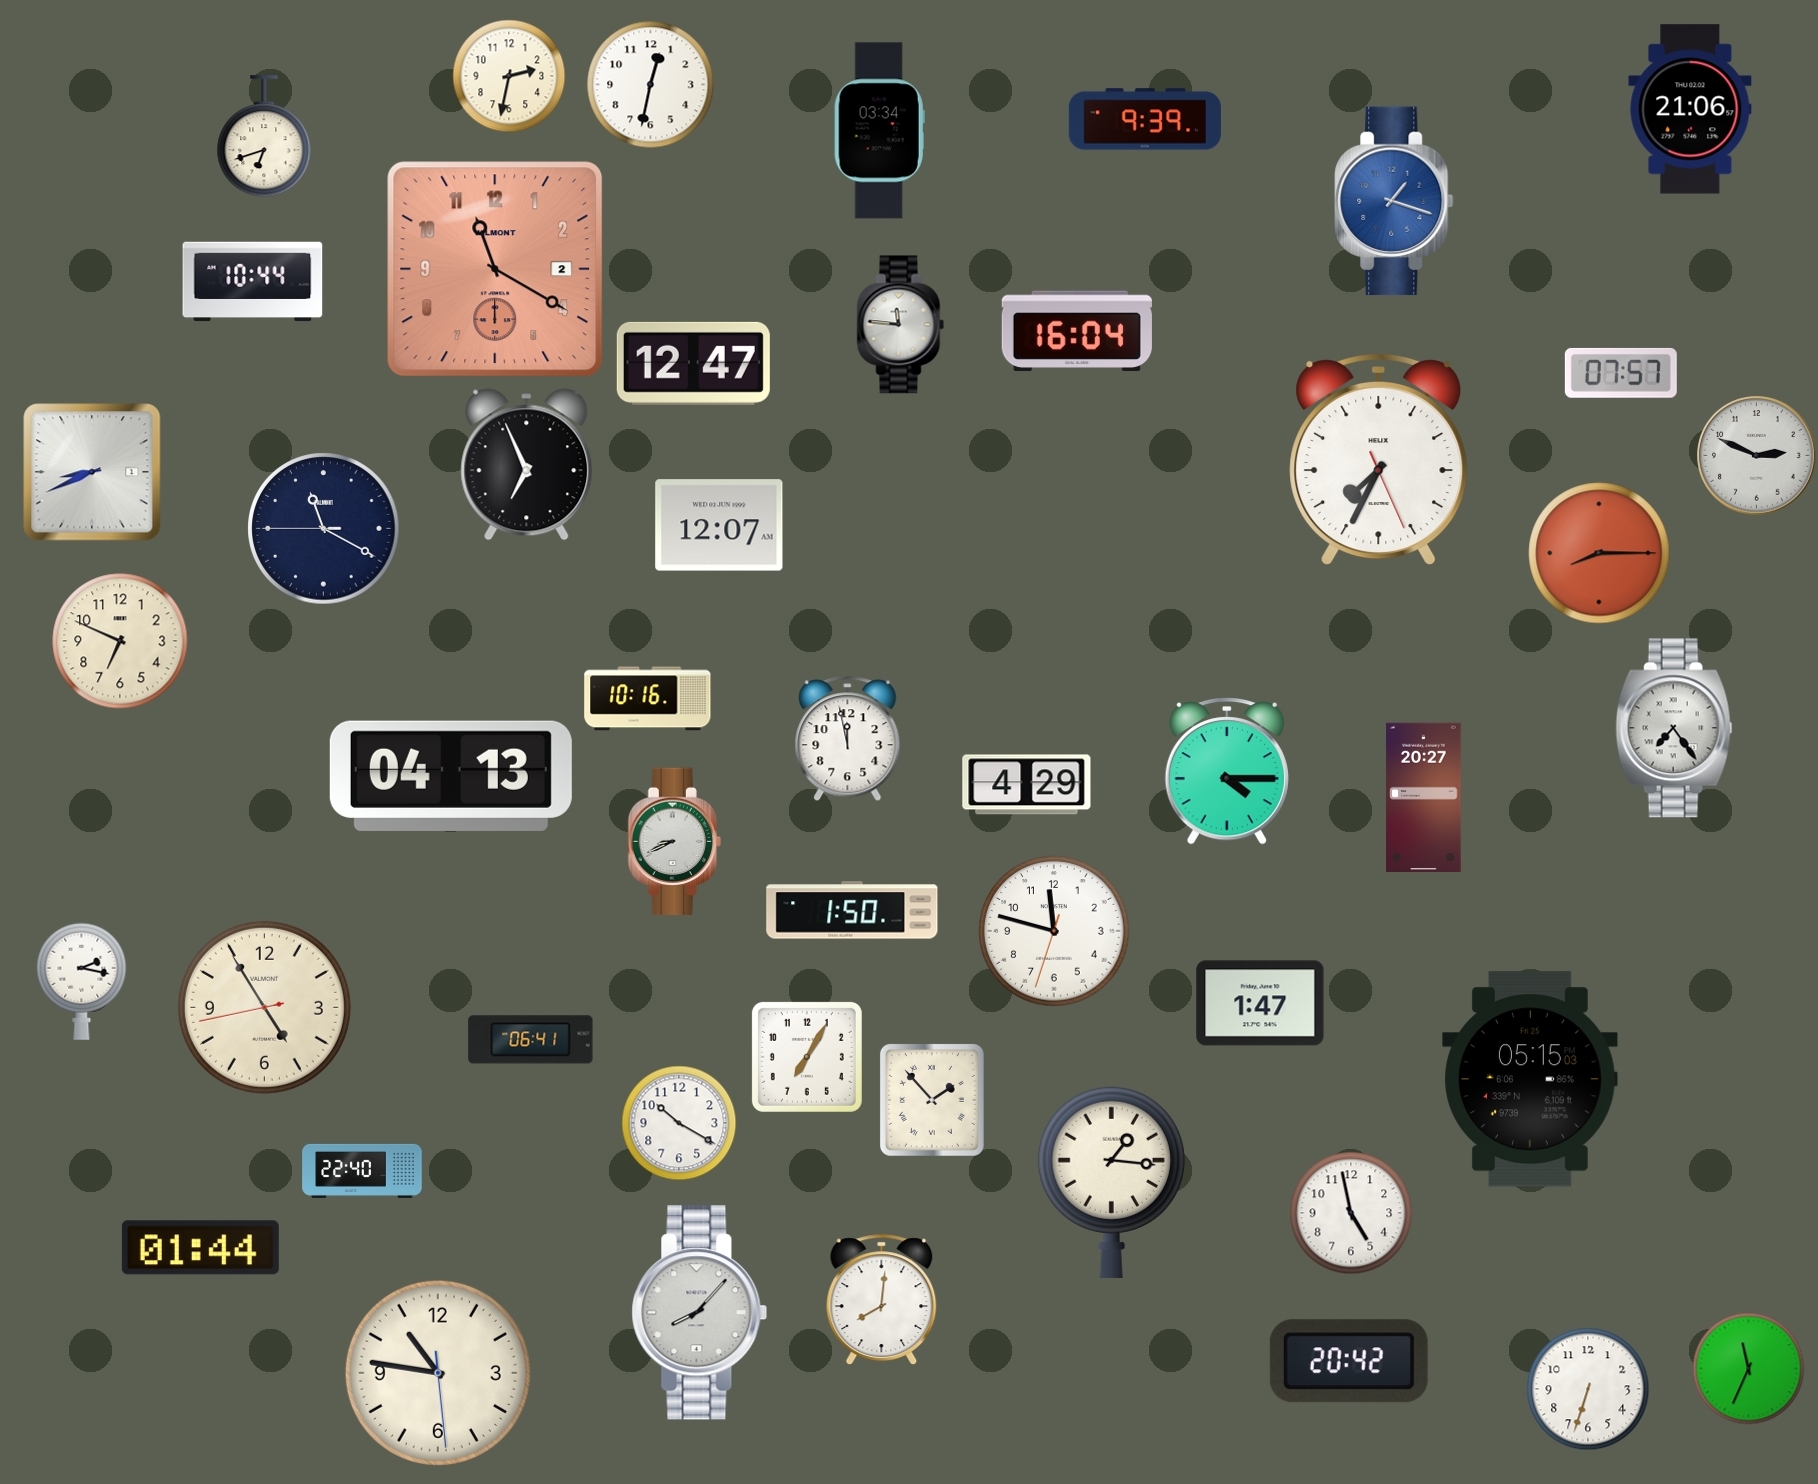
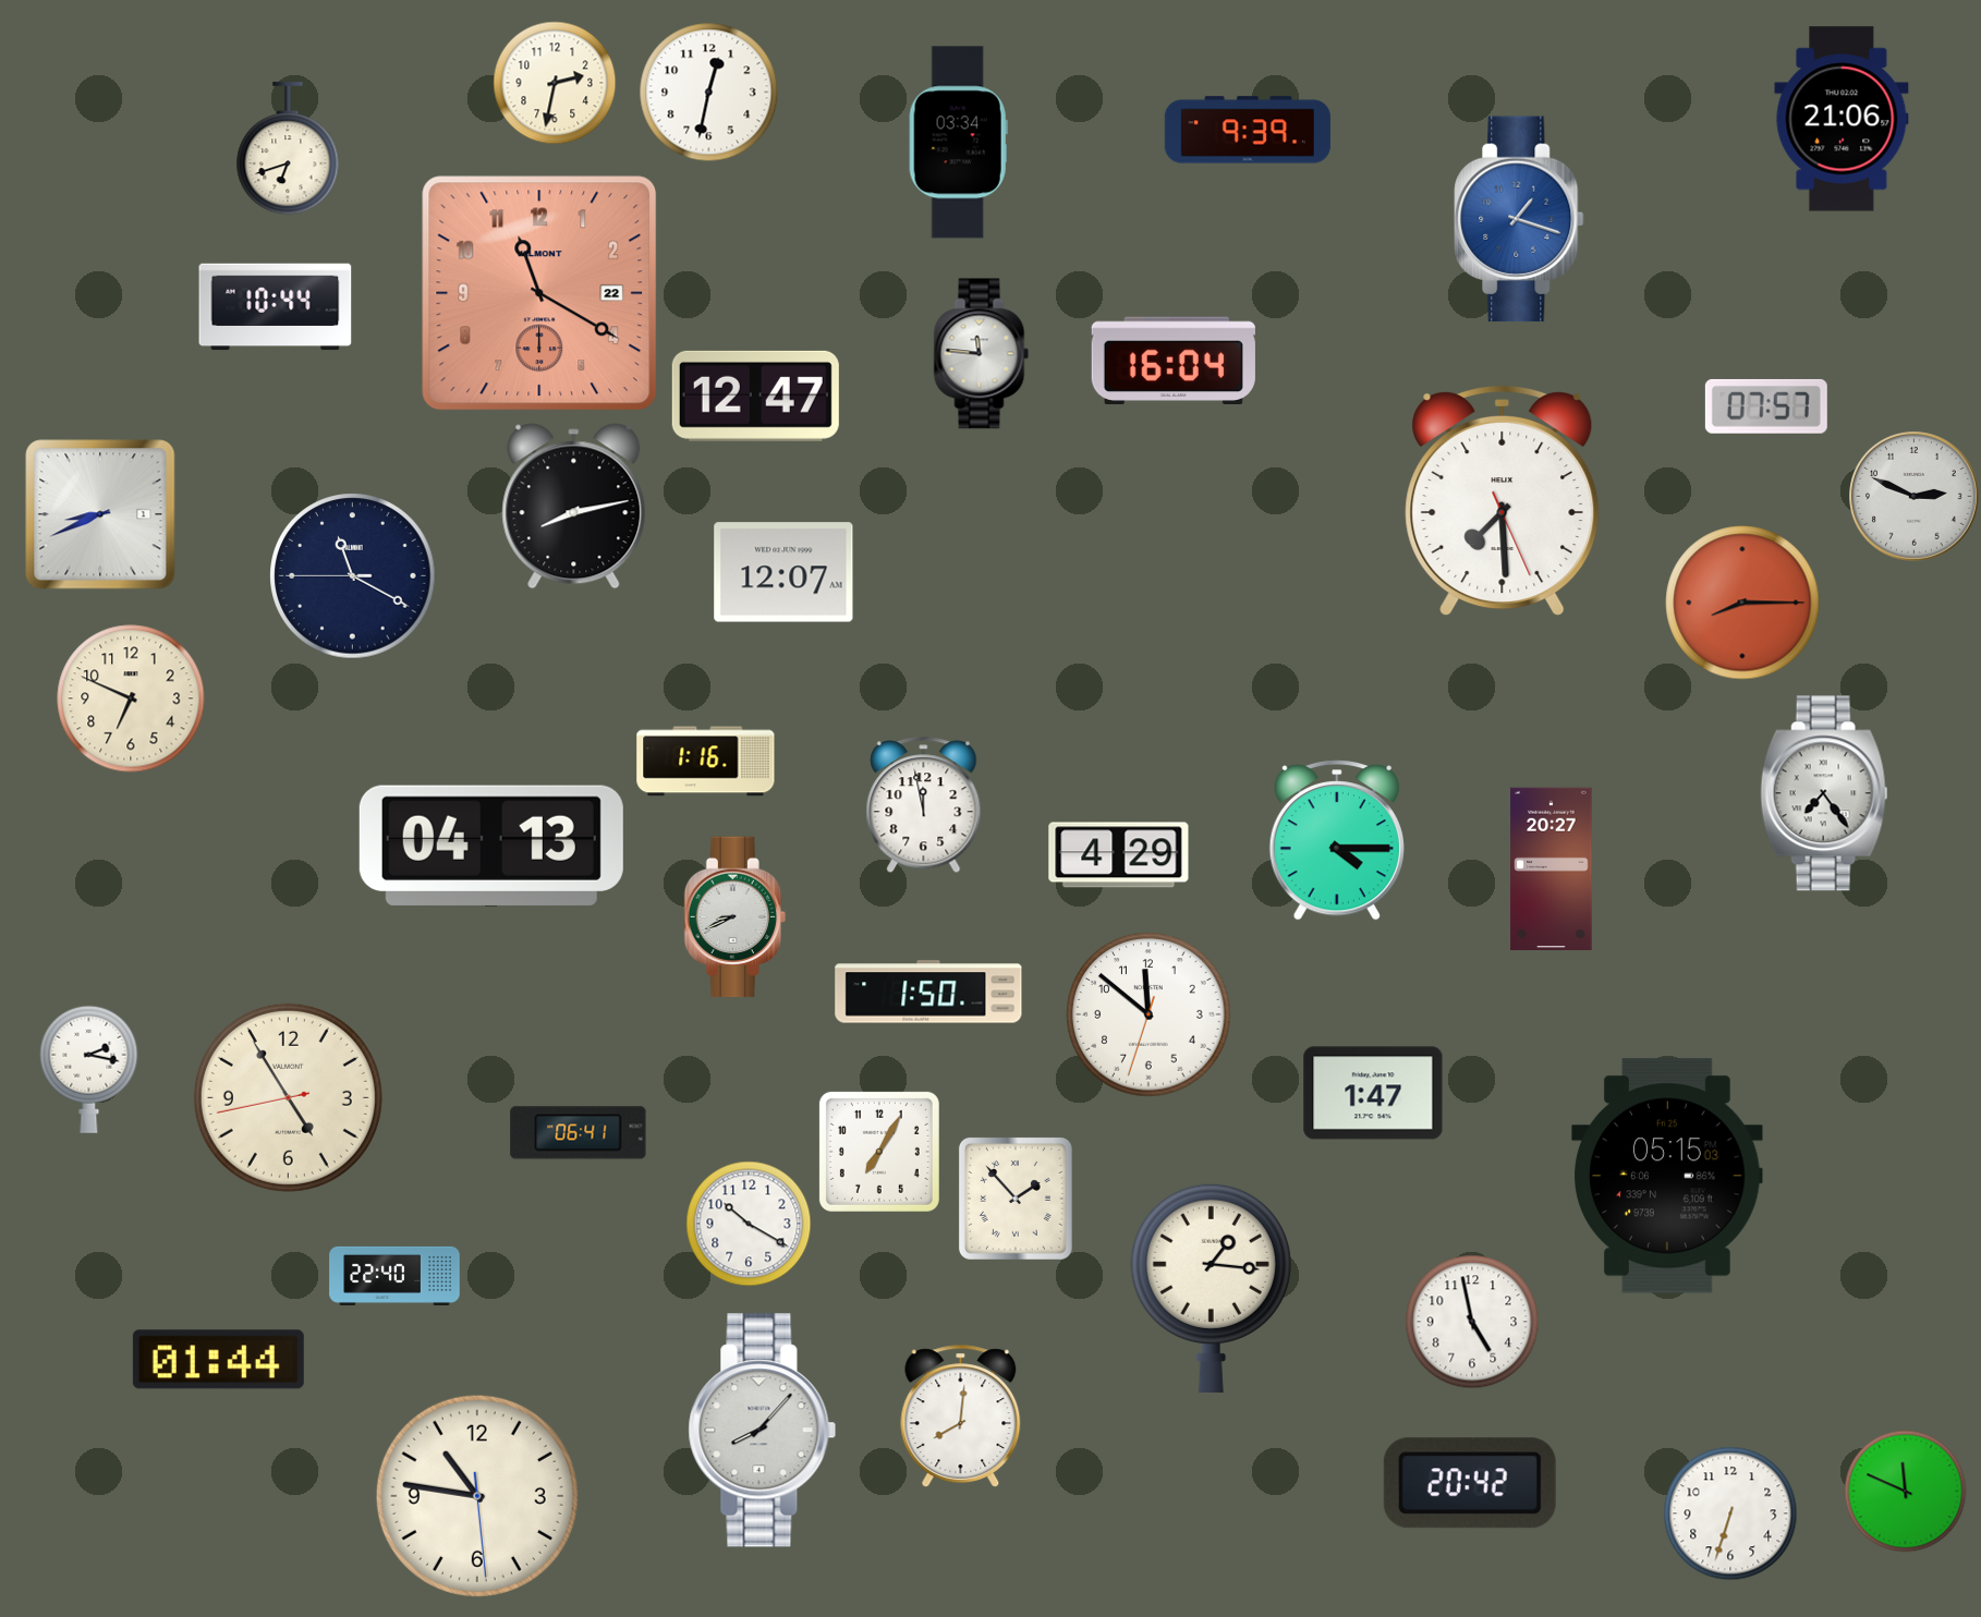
clock at (495, 269) date: 2 -> 22
clock at (1379, 460): 7:34 -> 7:29
clock at (527, 465): 6:56 -> 8:13
clock at (648, 699): 10:16 -> 1:16
clock at (1054, 931): 11:47 -> 11:51
clock at (679, 1123) position: (679, 1123) -> (749, 1224)
clock at (1749, 1369): 11:34 -> 11:49
